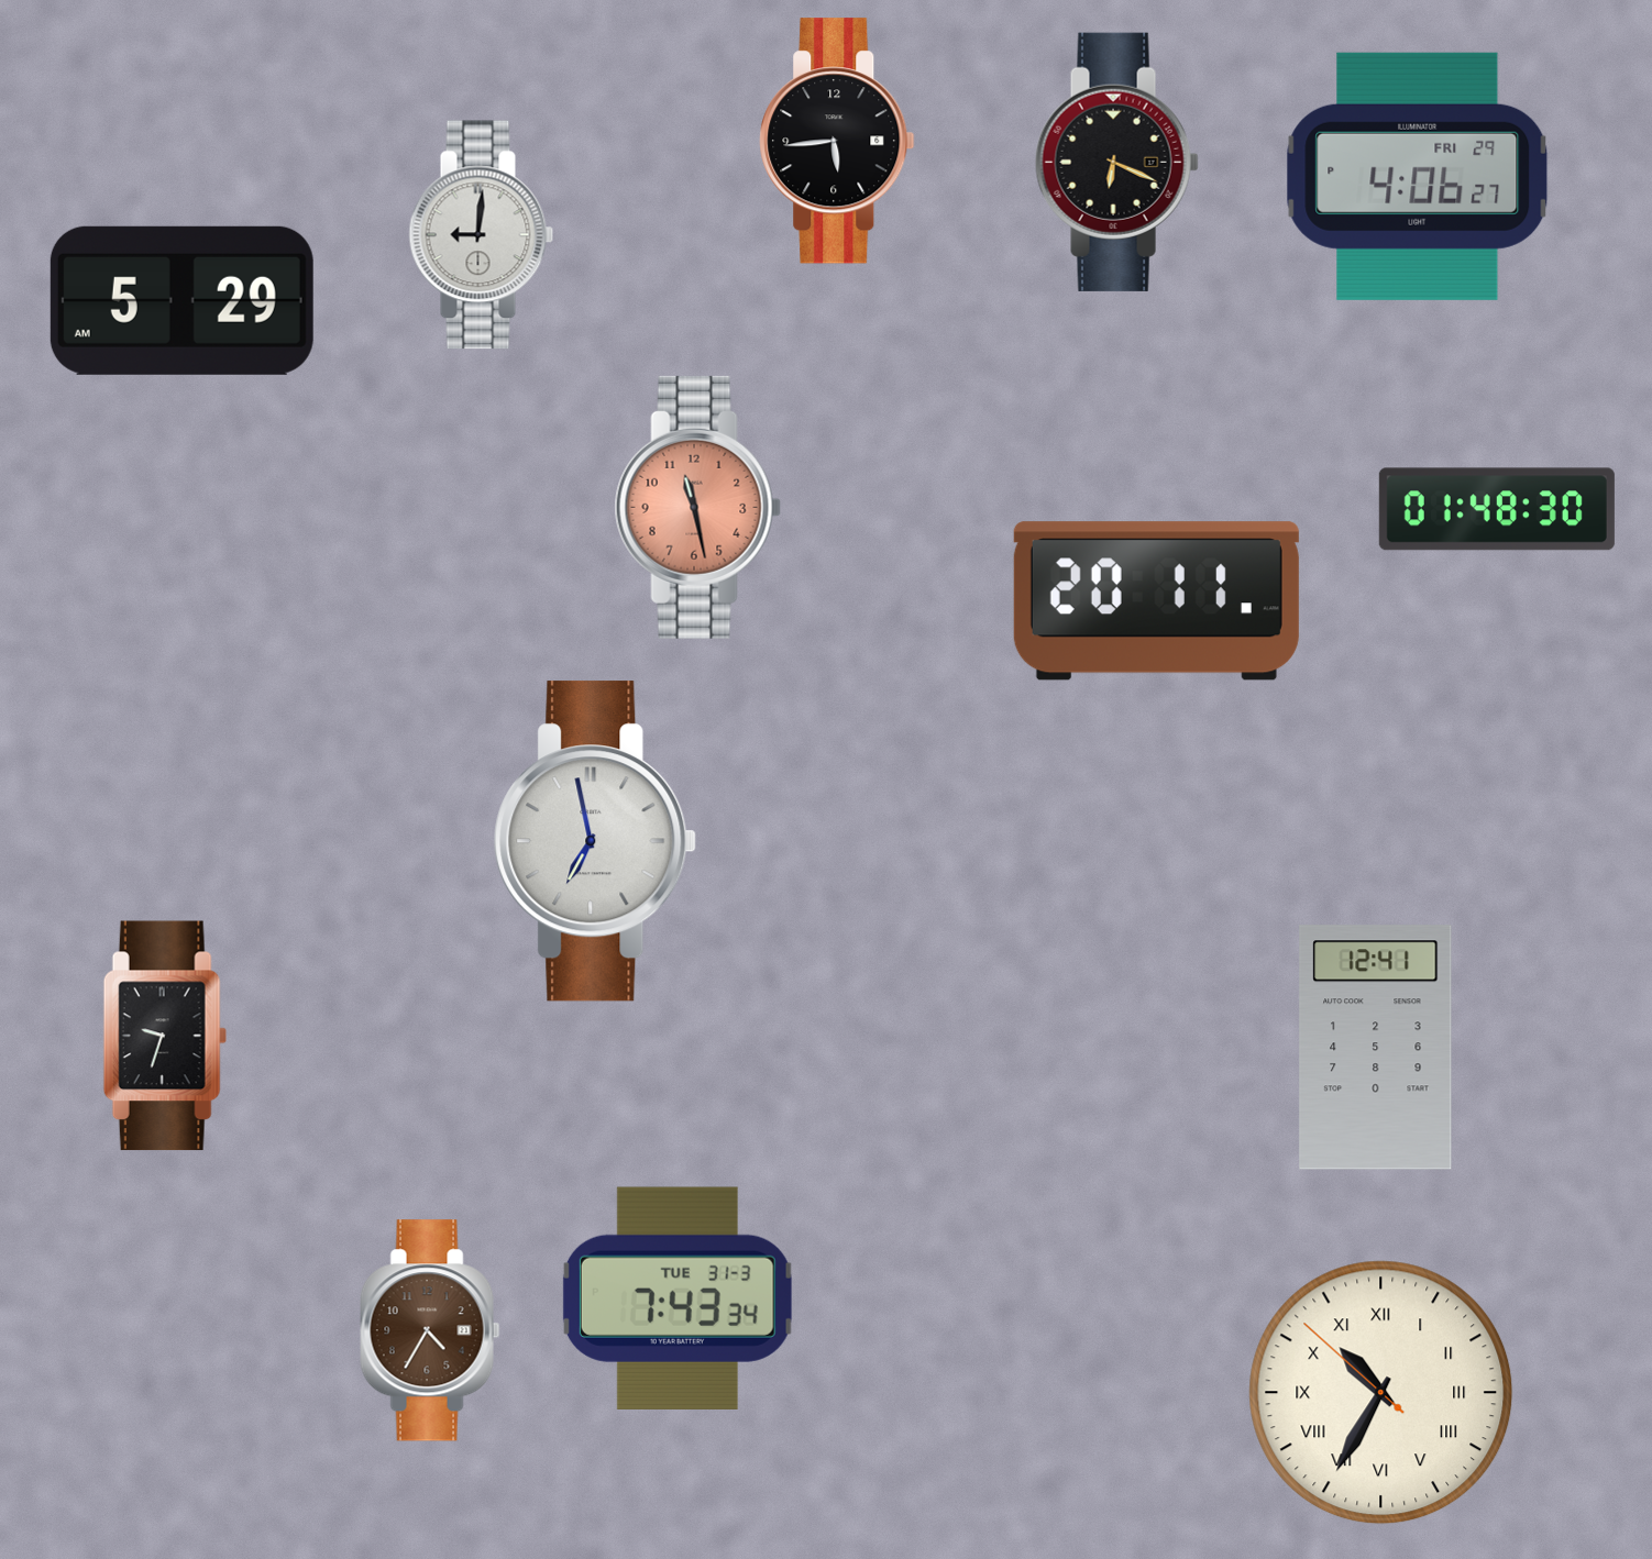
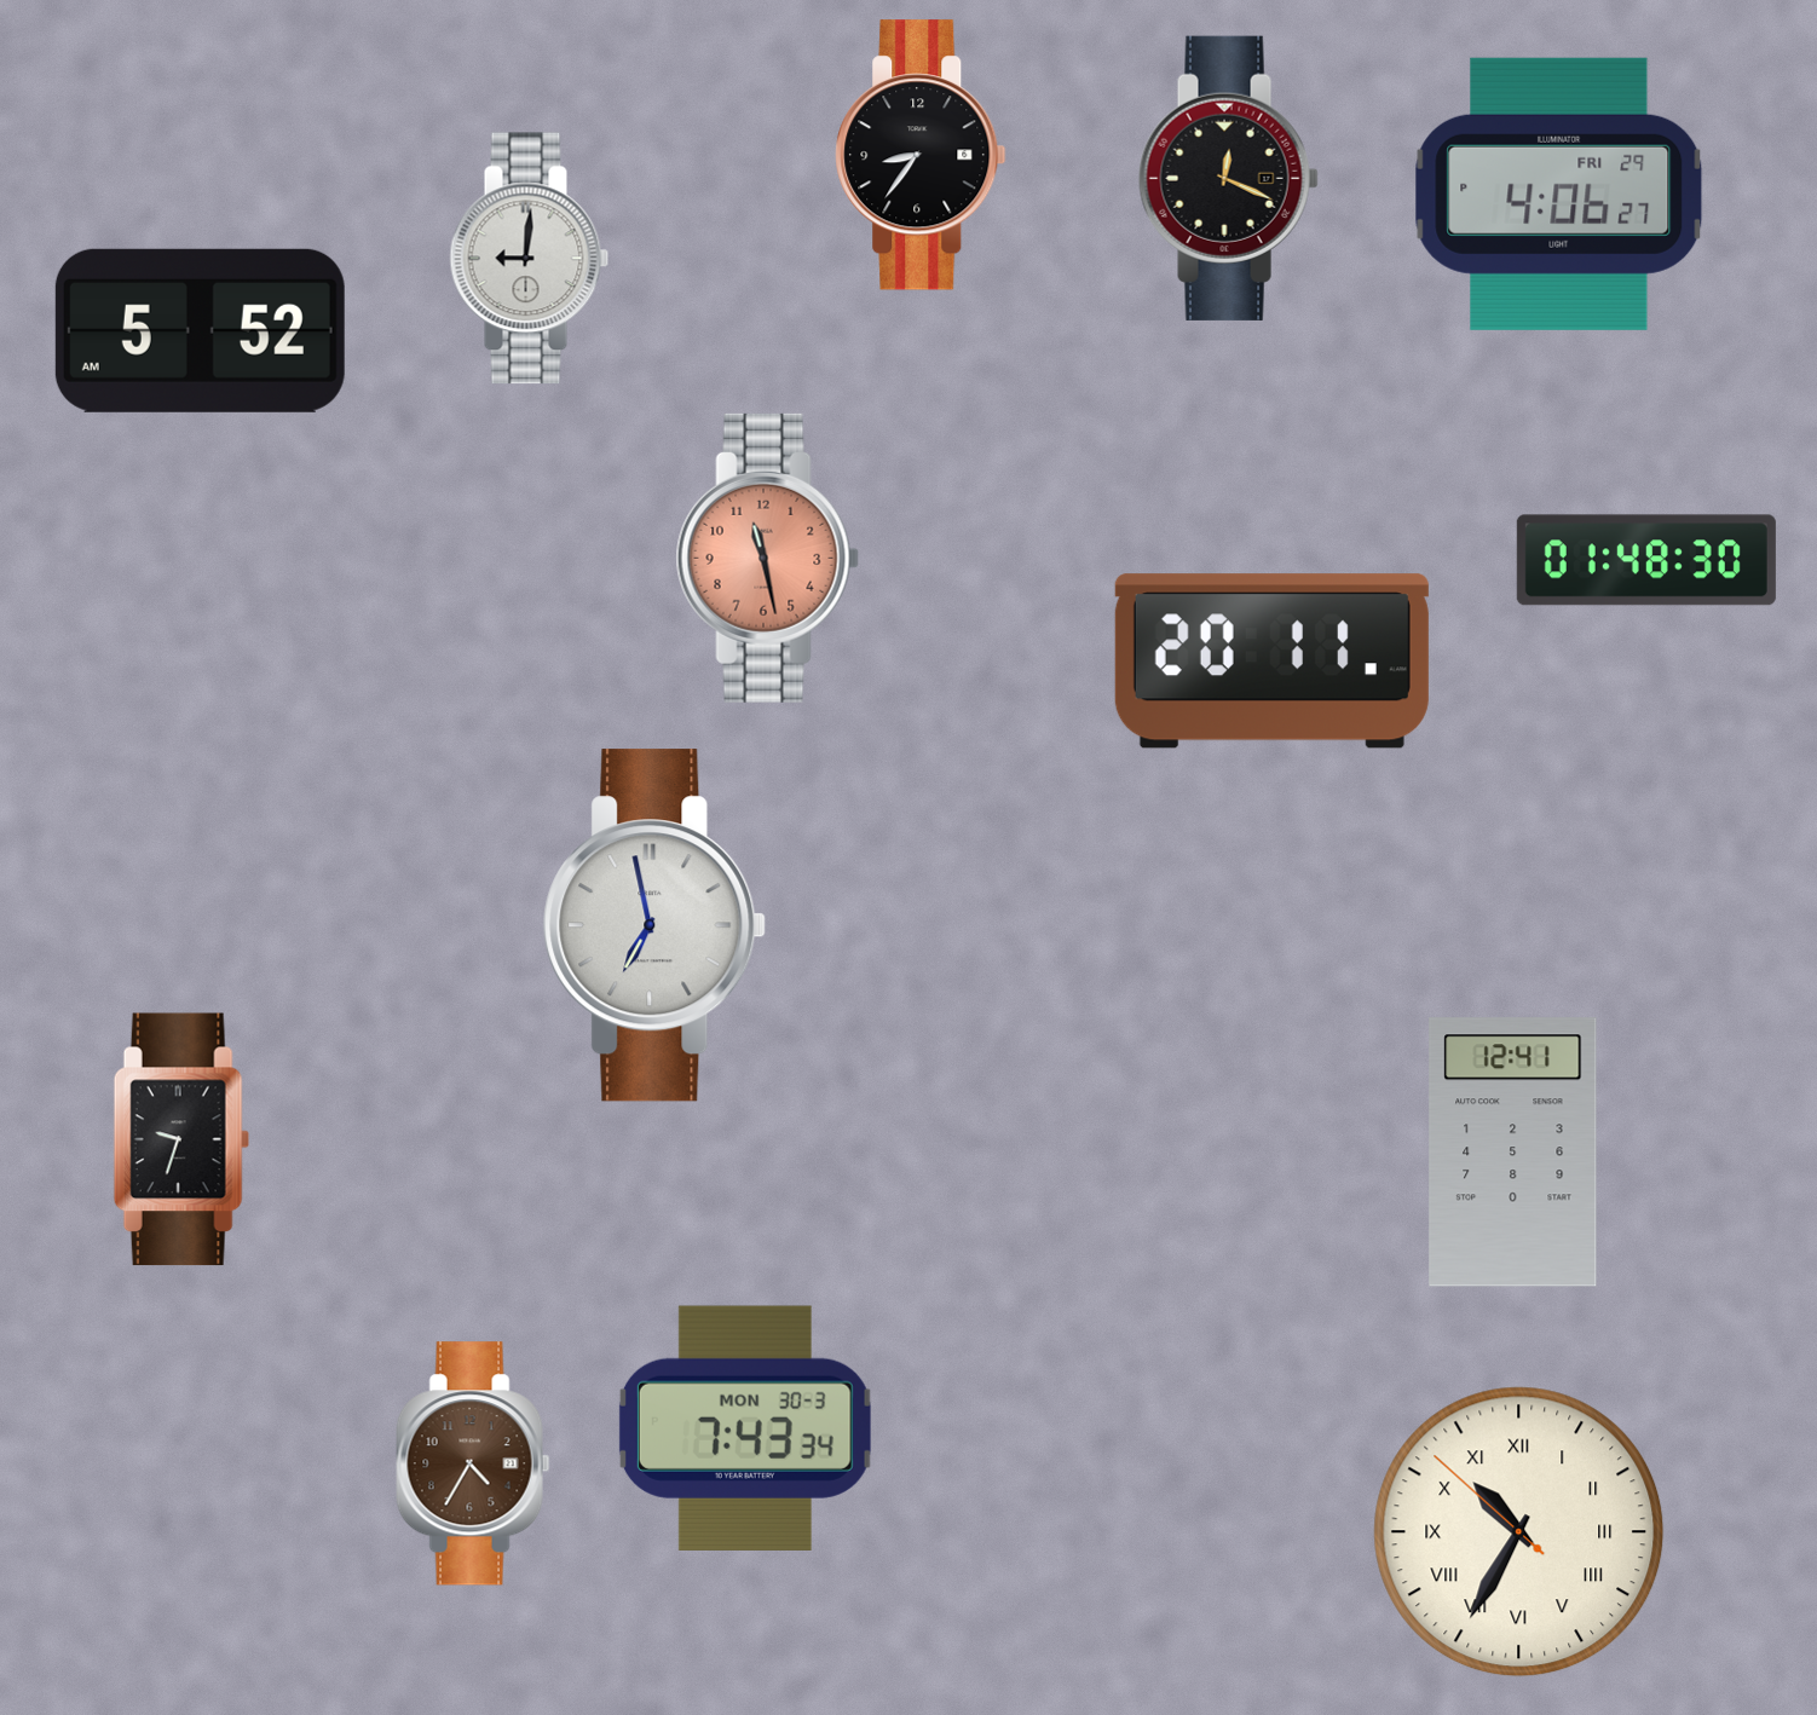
clock at (837, 141): 5:44 -> 8:36
clock at (1116, 162): 6:19 -> 12:19
clock at (181, 300): 5:29 -> 5:52
clock at (678, 1298) date: TUE 31-3 -> MON 30-3
